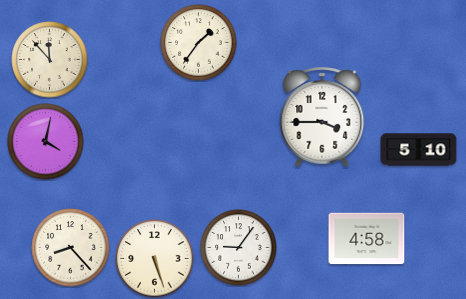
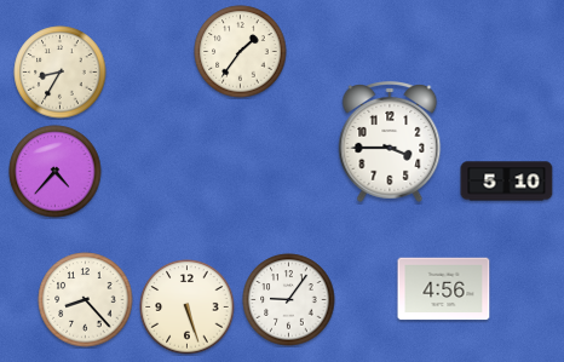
clock at (50, 60): 11:53 -> 8:35
clock at (46, 142): 4:02 -> 4:37
clock at (367, 239): 4:58 -> 4:56
clock at (155, 259) position: (155, 259) -> (188, 308)
